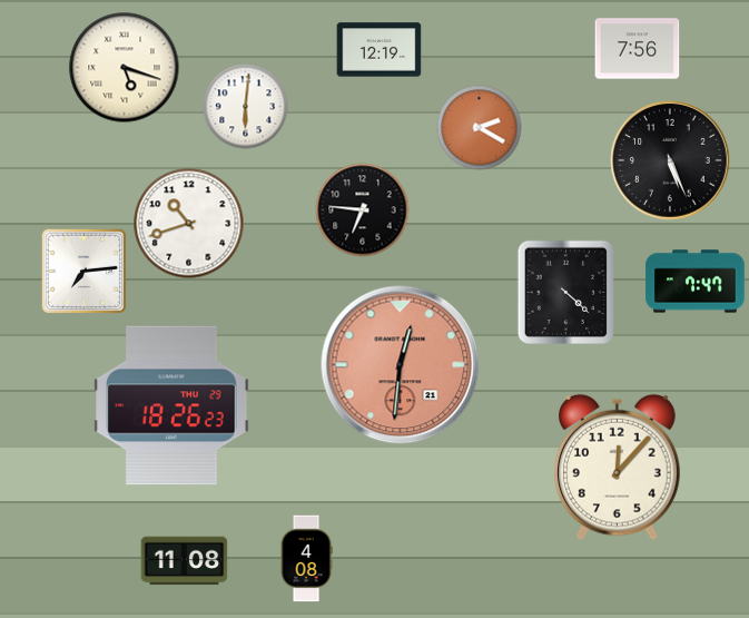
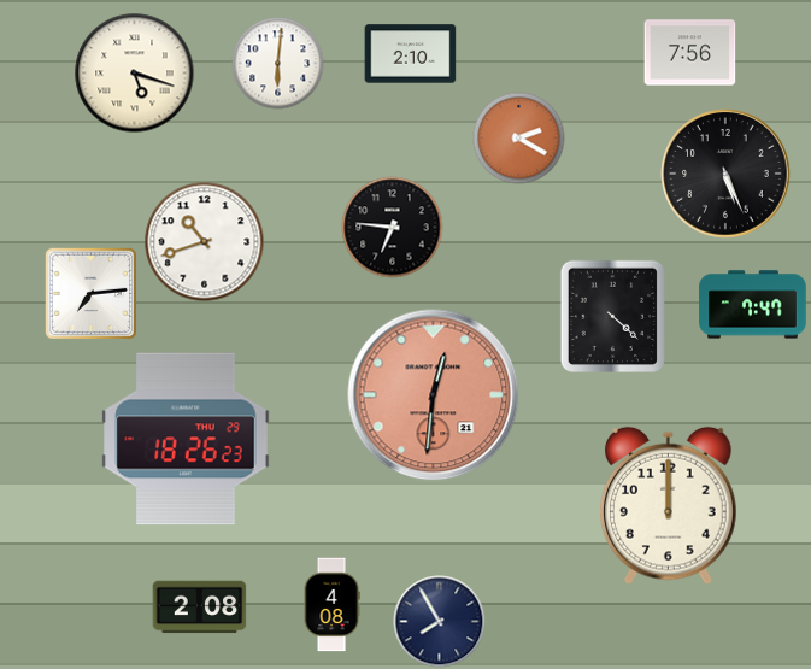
clock at (380, 50): 12:19 -> 2:10
clock at (246, 107) position: (246, 107) -> (278, 64)
clock at (618, 467): 12:07 -> 12:00
clock at (185, 561): 11:08 -> 2:08
clock at (440, 622): none -> 7:55
